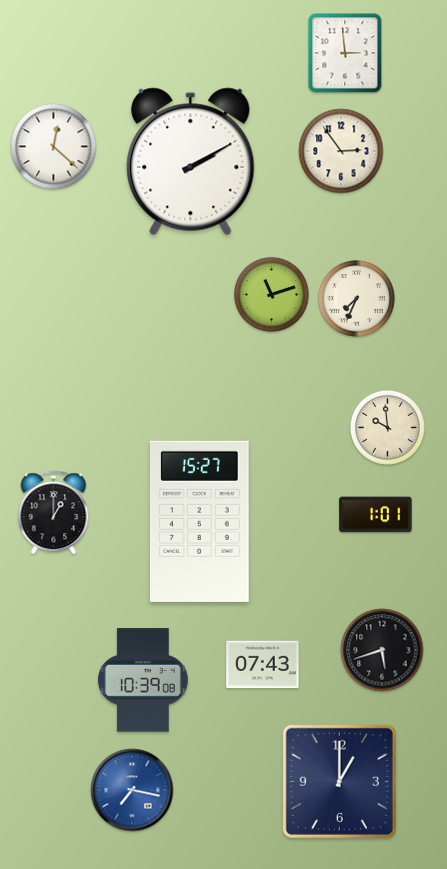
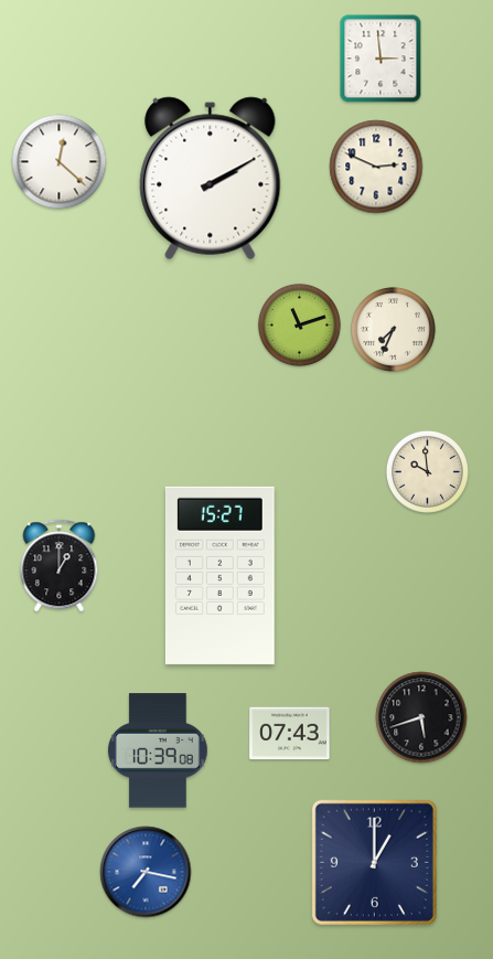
clock at (341, 151): 2:54 -> 2:49
clock at (376, 515): 1:01 -> none
